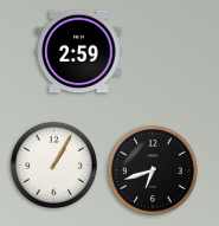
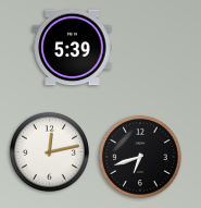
clock at (79, 52): 2:59 -> 5:39
clock at (53, 164): 1:05 -> 12:13
